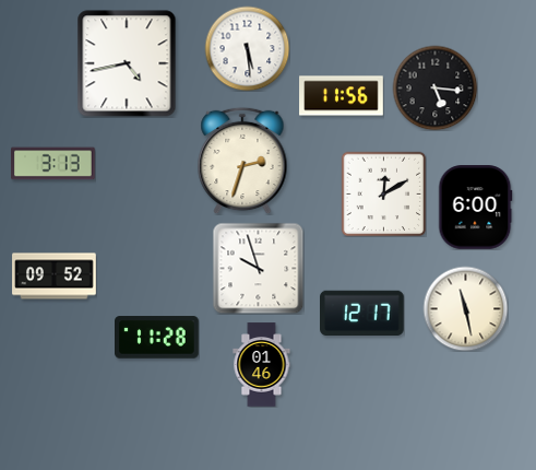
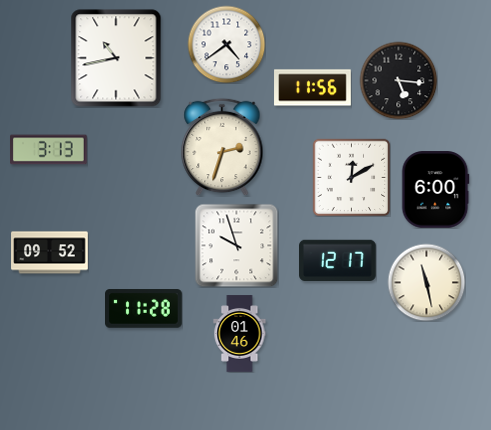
clock at (247, 48): 5:29 -> 4:39
clock at (127, 63): 4:43 -> 10:43
clock at (362, 314) position: (362, 314) -> (338, 261)
